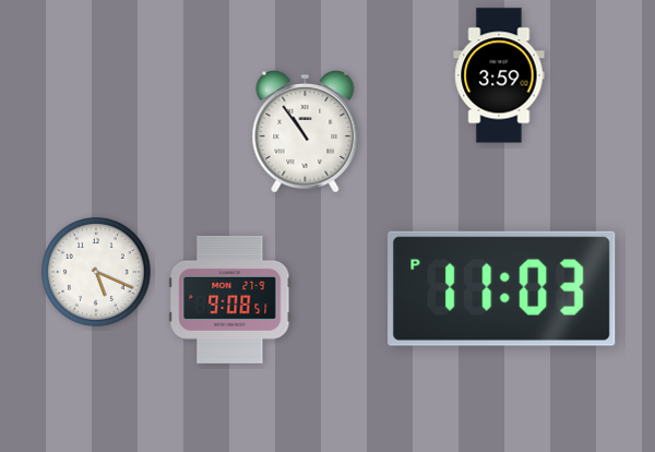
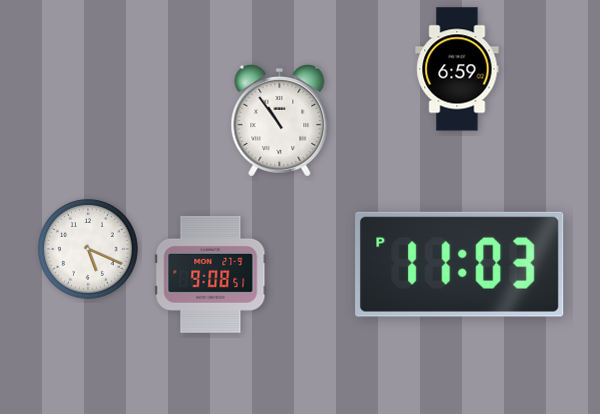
clock at (499, 75): 3:59 -> 6:59
